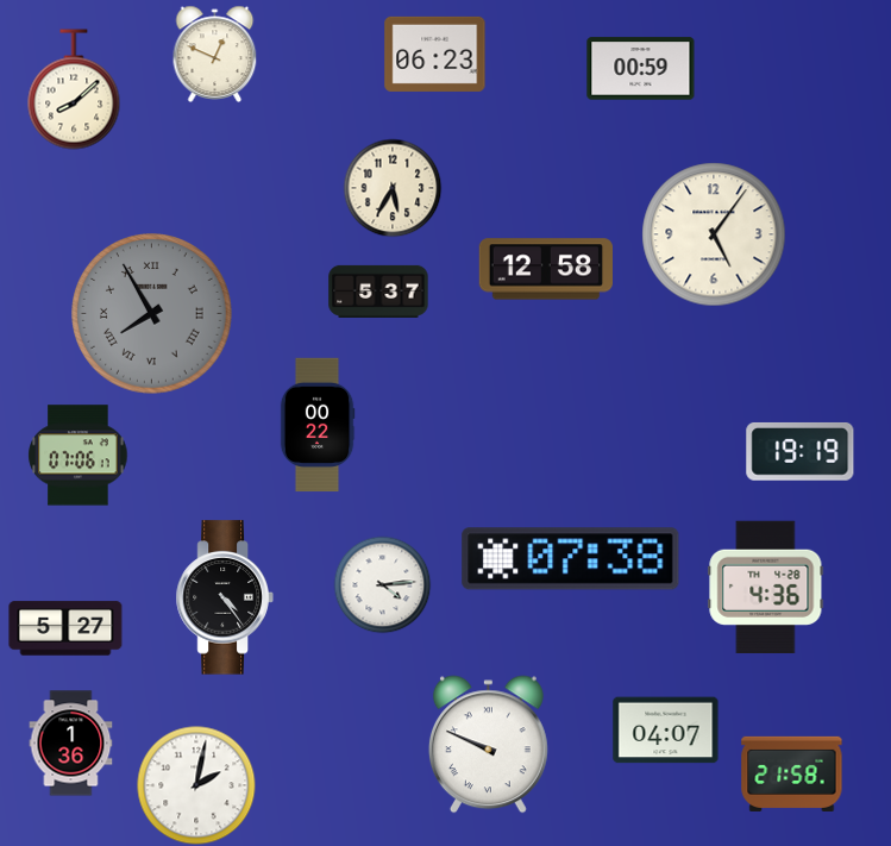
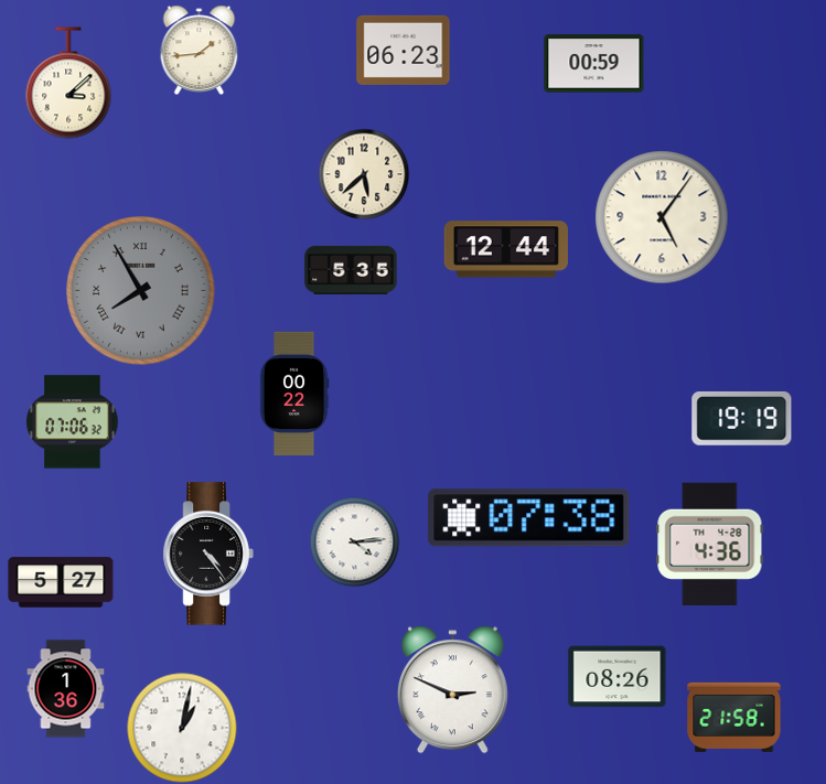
clock at (215, 54): 12:49 -> 1:44
clock at (74, 89): 8:08 -> 3:08
clock at (393, 188): 5:35 -> 5:38
clock at (545, 269): 12:58 -> 12:44
clock at (378, 292): 5:37 -> 5:35
clock at (79, 456): 07:06:17 -> 07:06:32
clock at (666, 731): 04:07 -> 08:26
clock at (488, 745): 9:49 -> 2:49
clock at (196, 785): 2:02 -> 1:02
